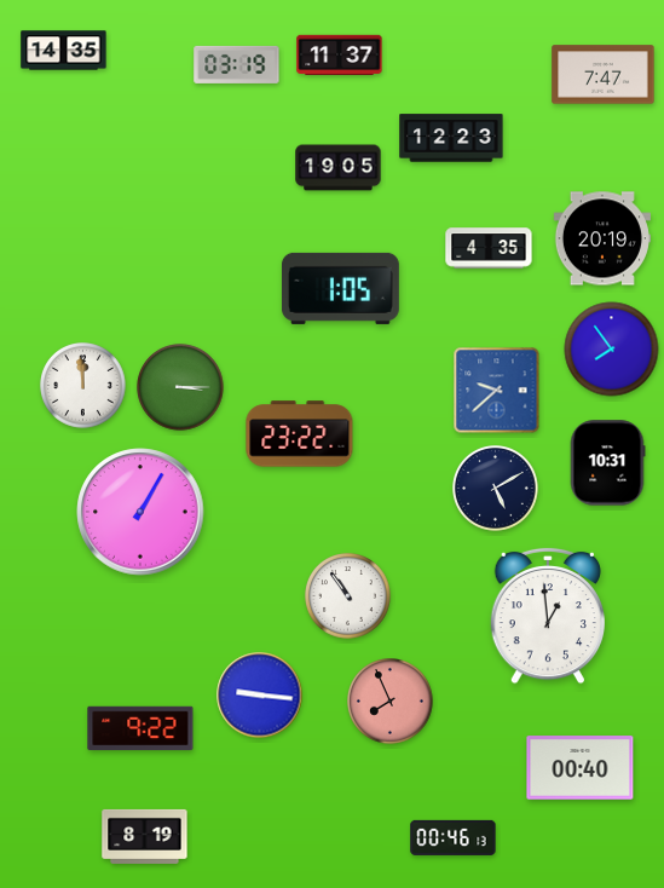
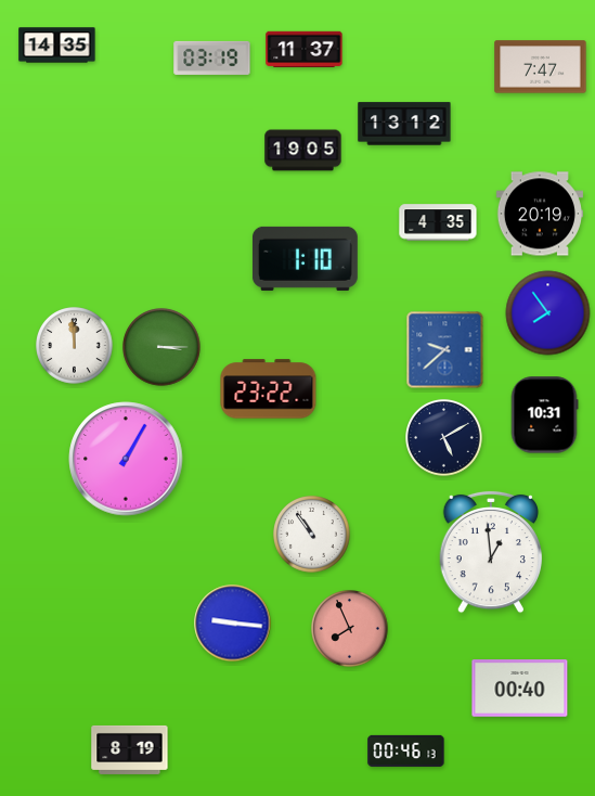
clock at (451, 138): 12:23 -> 13:12
clock at (340, 288): 1:05 -> 1:10
clock at (140, 728): 9:22 -> none
